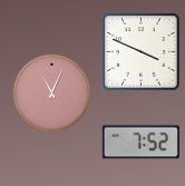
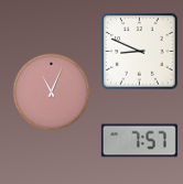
clock at (142, 52): 3:49 -> 8:49
clock at (140, 143): 7:52 -> 7:57
